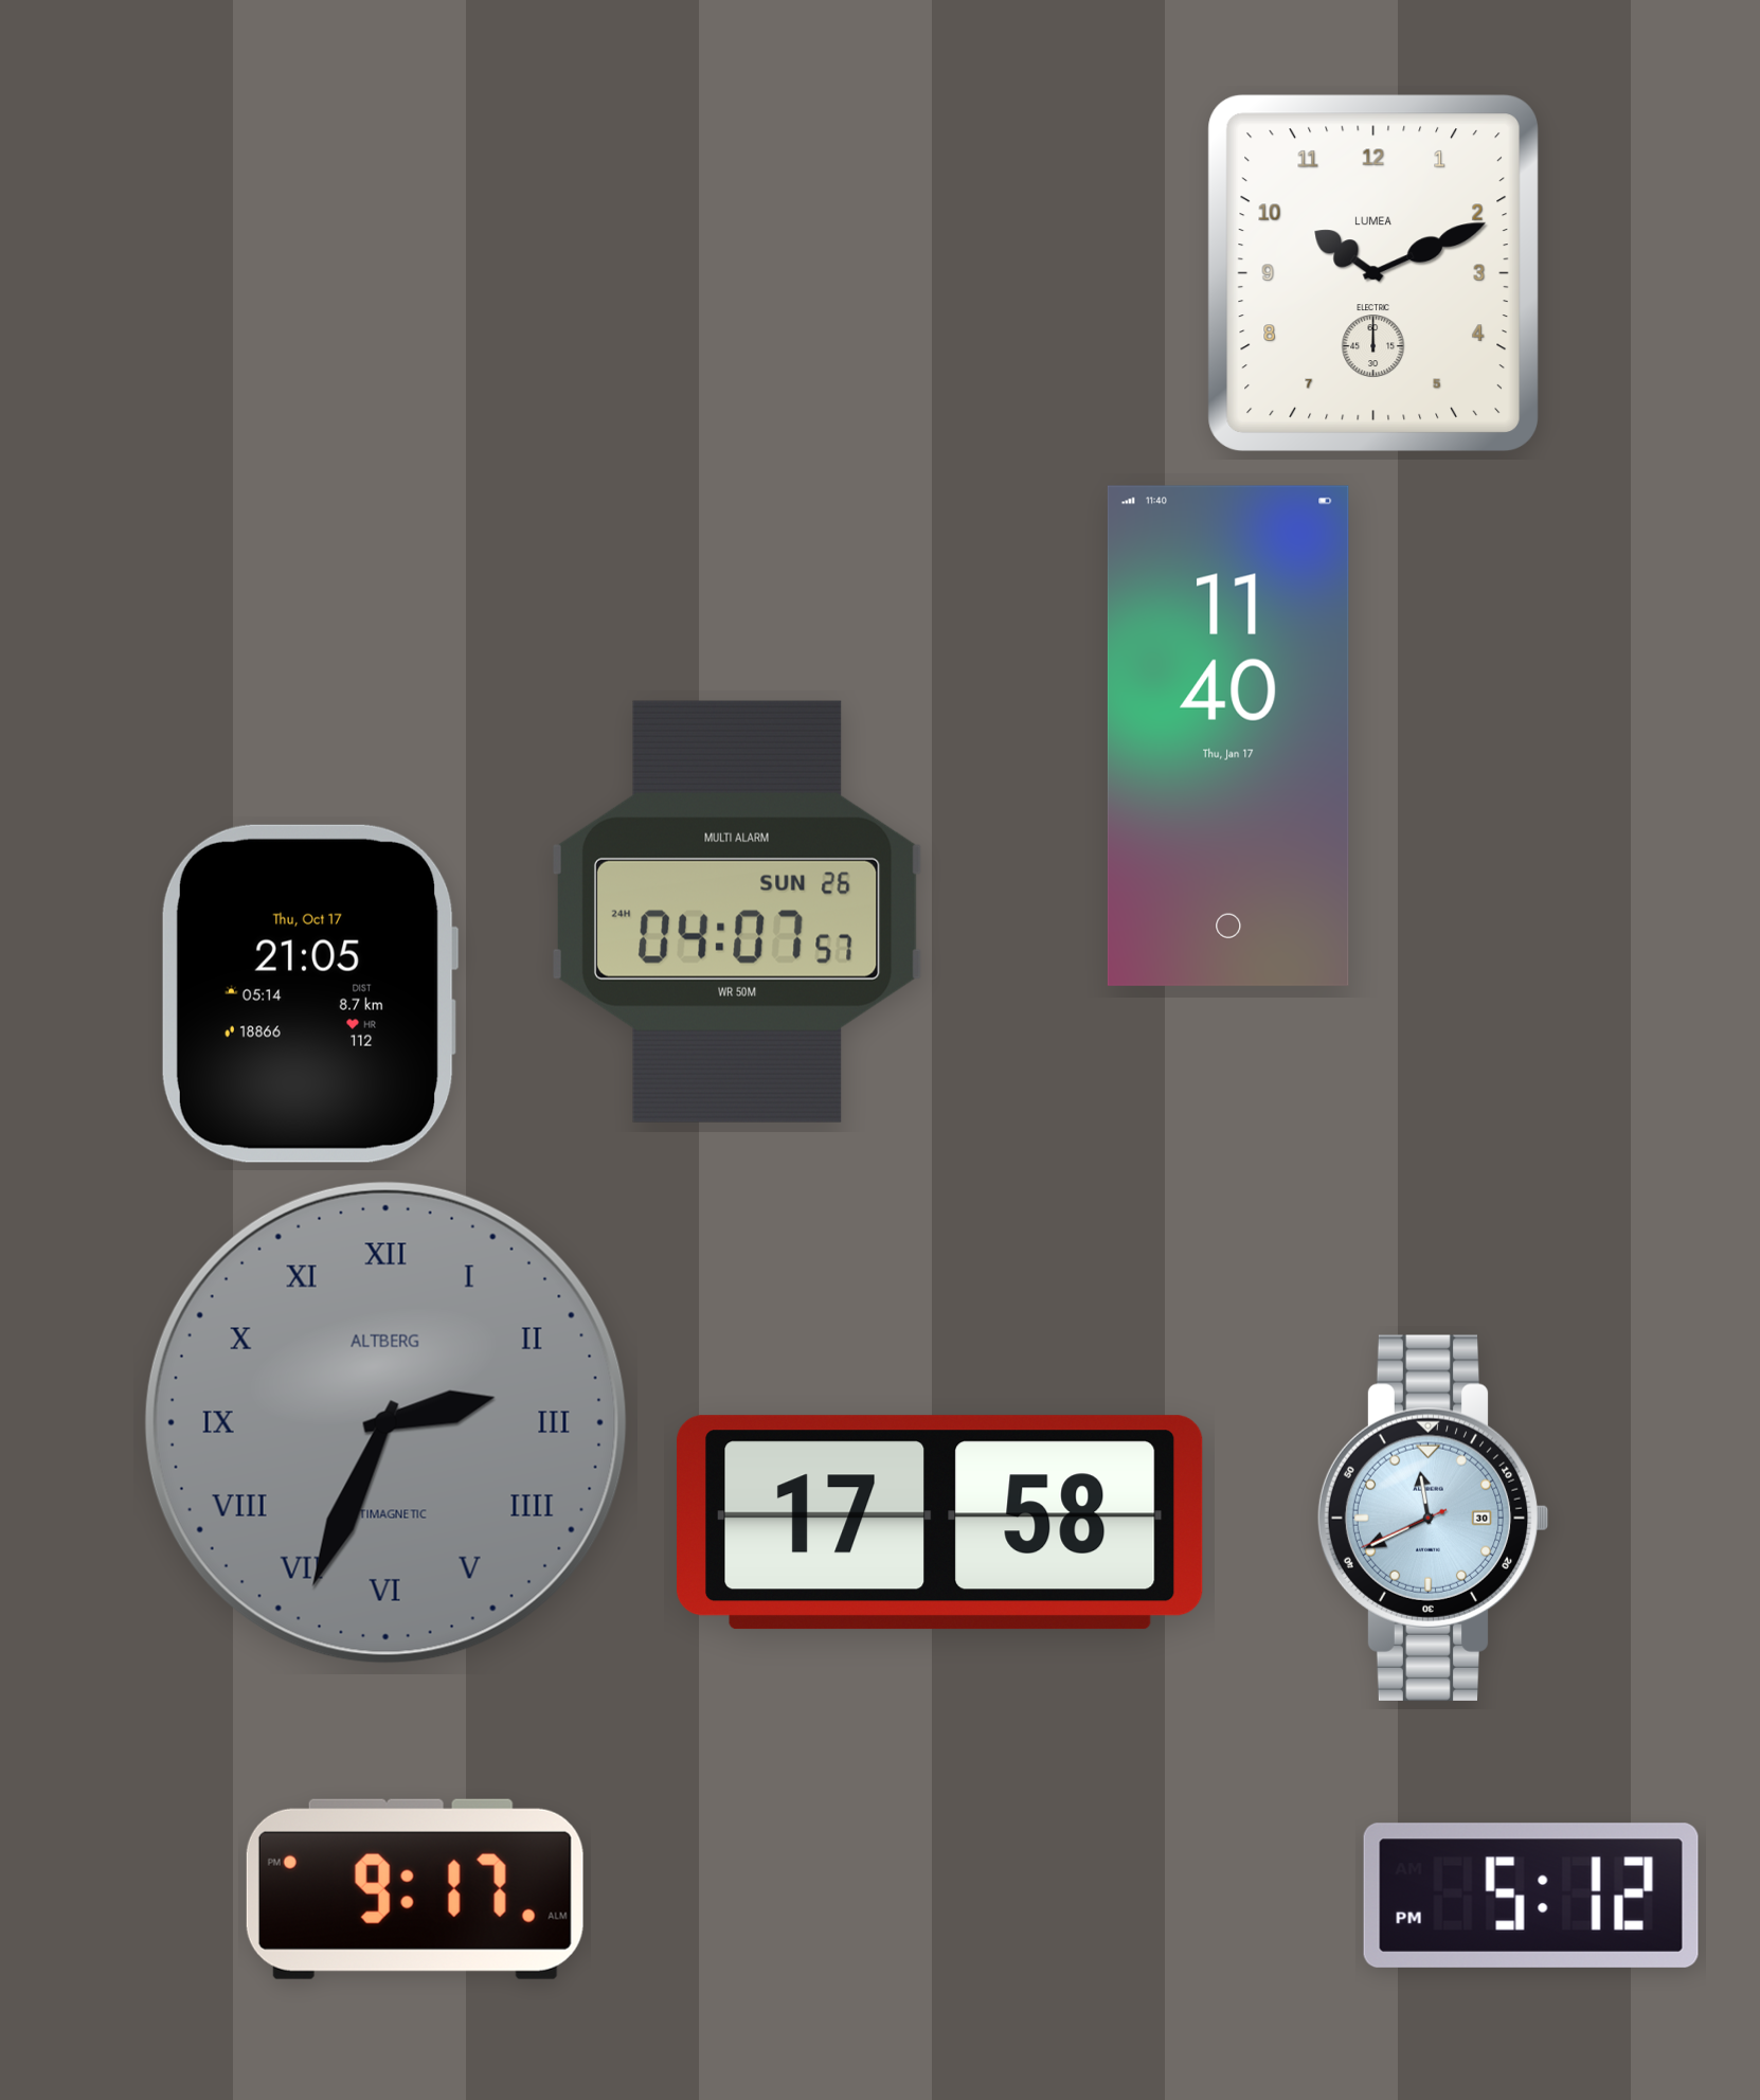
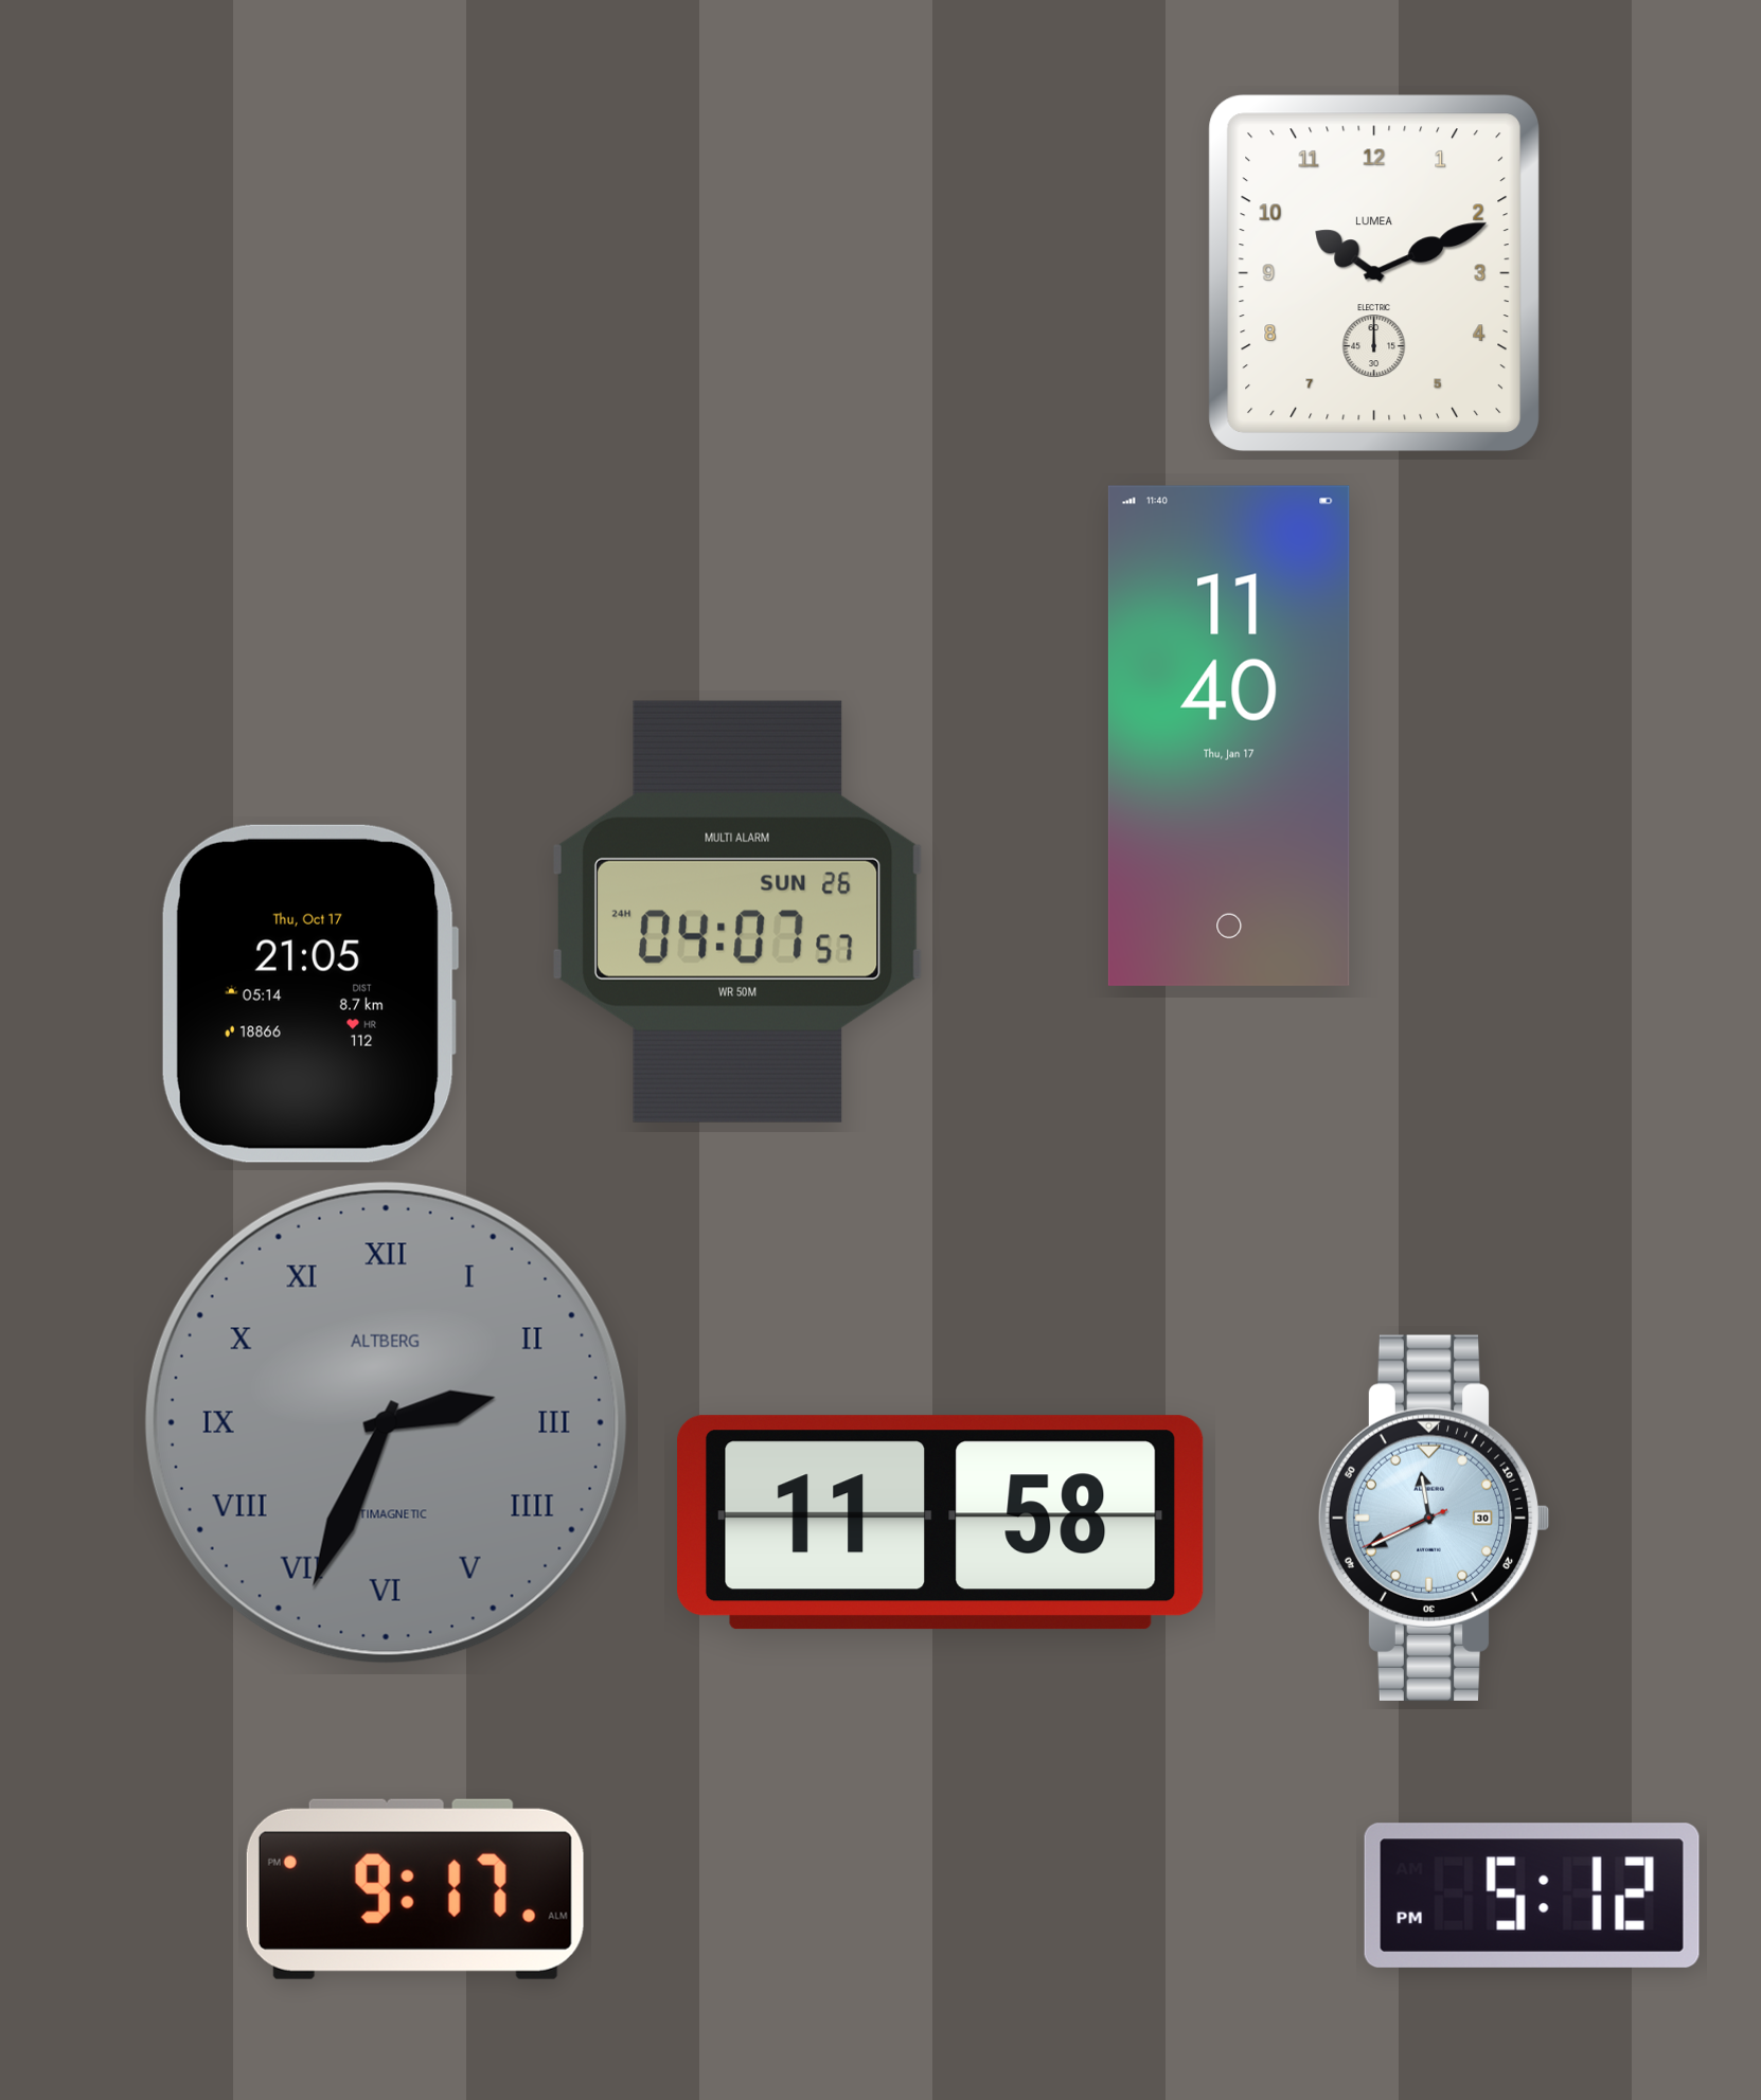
clock at (940, 1523): 17:58 -> 11:58
